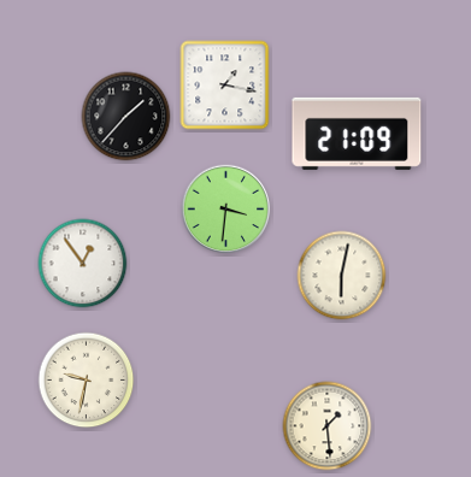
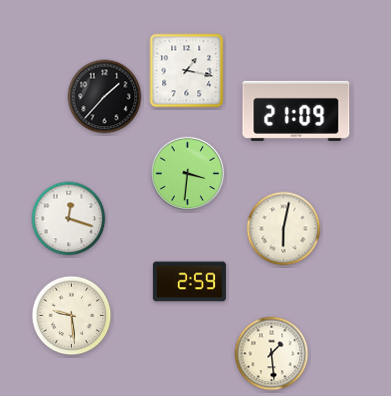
clock at (83, 264): 12:54 -> 12:18
clock at (189, 282): none -> 2:59
clock at (87, 381): 9:32 -> 9:29
